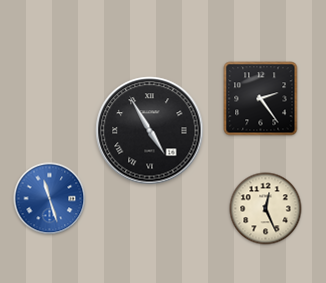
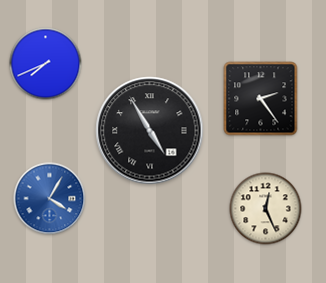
clock at (46, 64): none -> 7:41
clock at (50, 199): 11:27 -> 4:05
